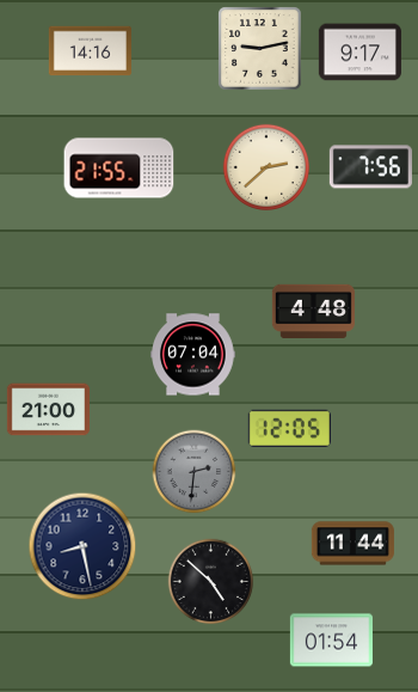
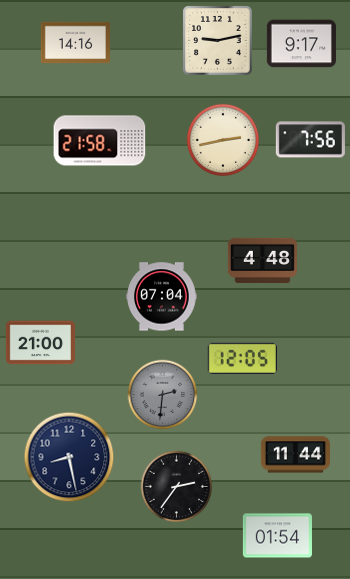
clock at (265, 166): 2:38 -> 2:43
clock at (119, 169): 21:55 -> 21:58
clock at (211, 582): 4:52 -> 2:36
